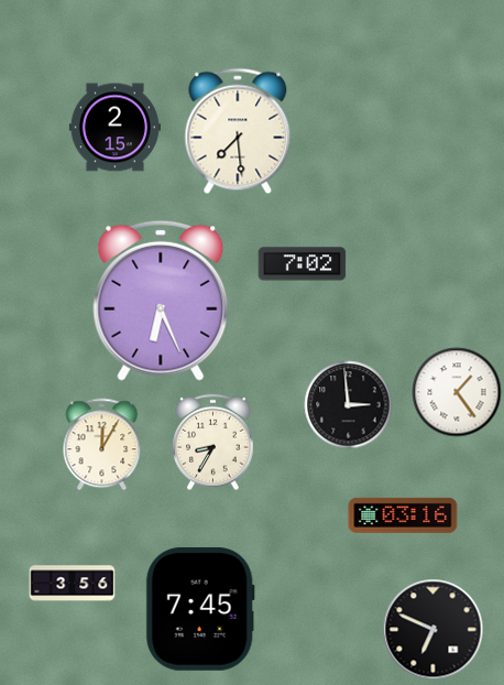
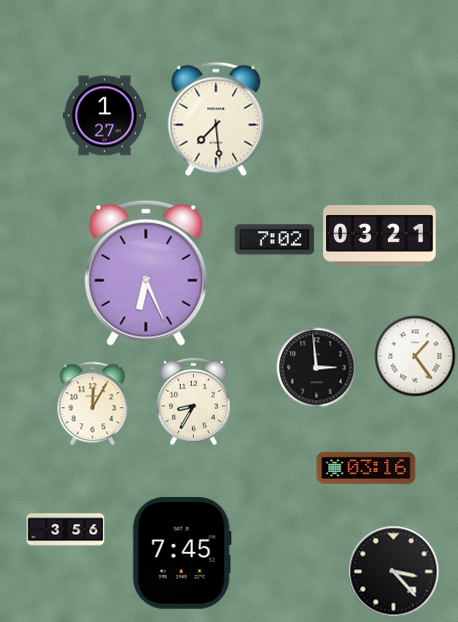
clock at (114, 128): 2:15 -> 1:27
clock at (380, 236): none -> 03:21
clock at (434, 630): 6:49 -> 3:23
